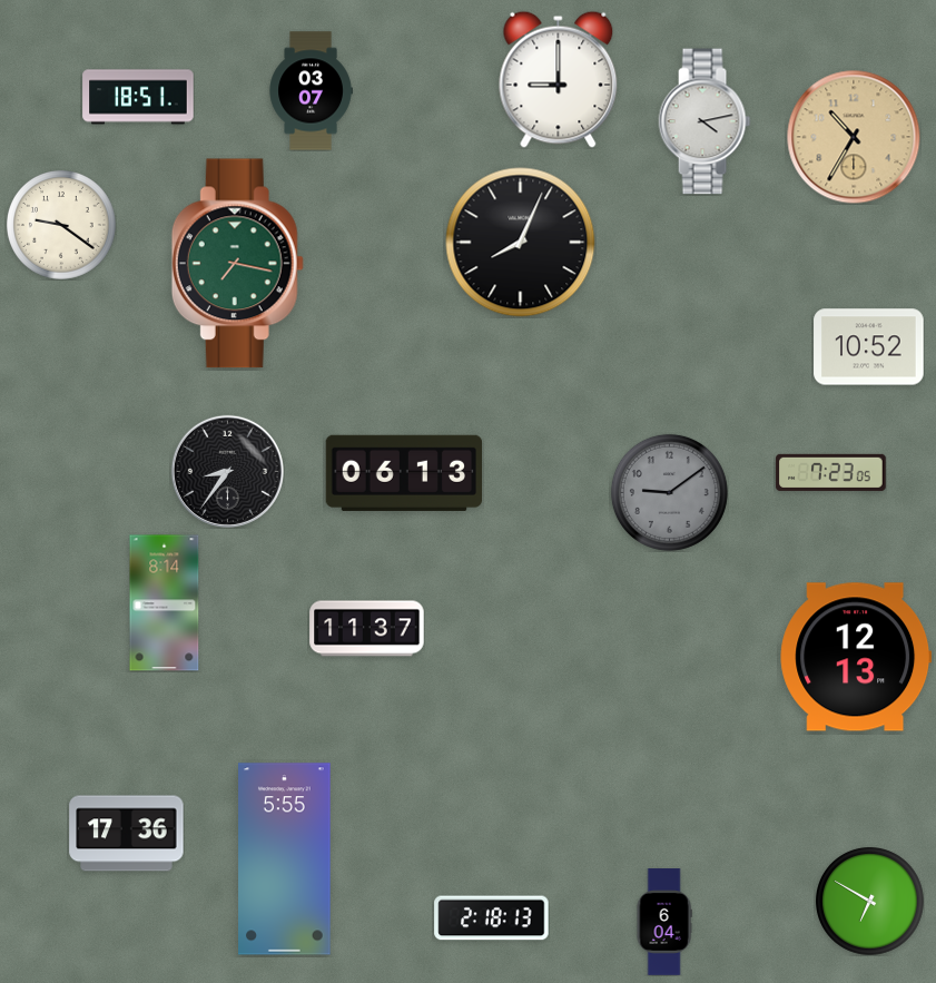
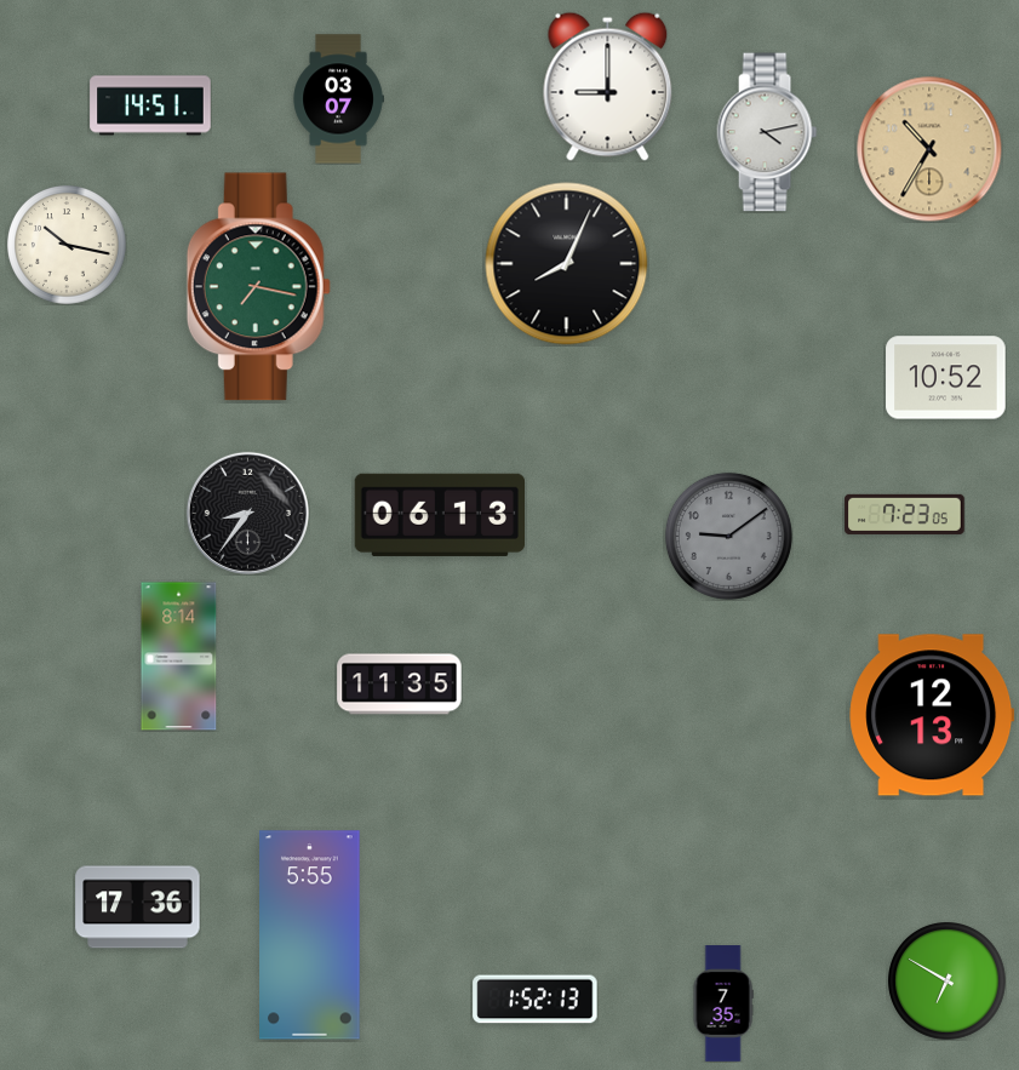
clock at (138, 97): 18:51 -> 14:51
clock at (62, 226): 9:21 -> 10:17
clock at (367, 629): 11:37 -> 11:35
clock at (492, 918): 2:18 -> 1:52
clock at (664, 922): 6:04 -> 7:35
